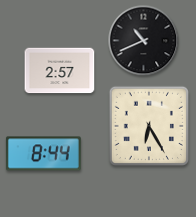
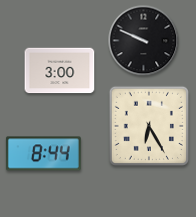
clock at (144, 41): 10:41 -> 9:49
clock at (60, 71): 2:57 -> 3:00
